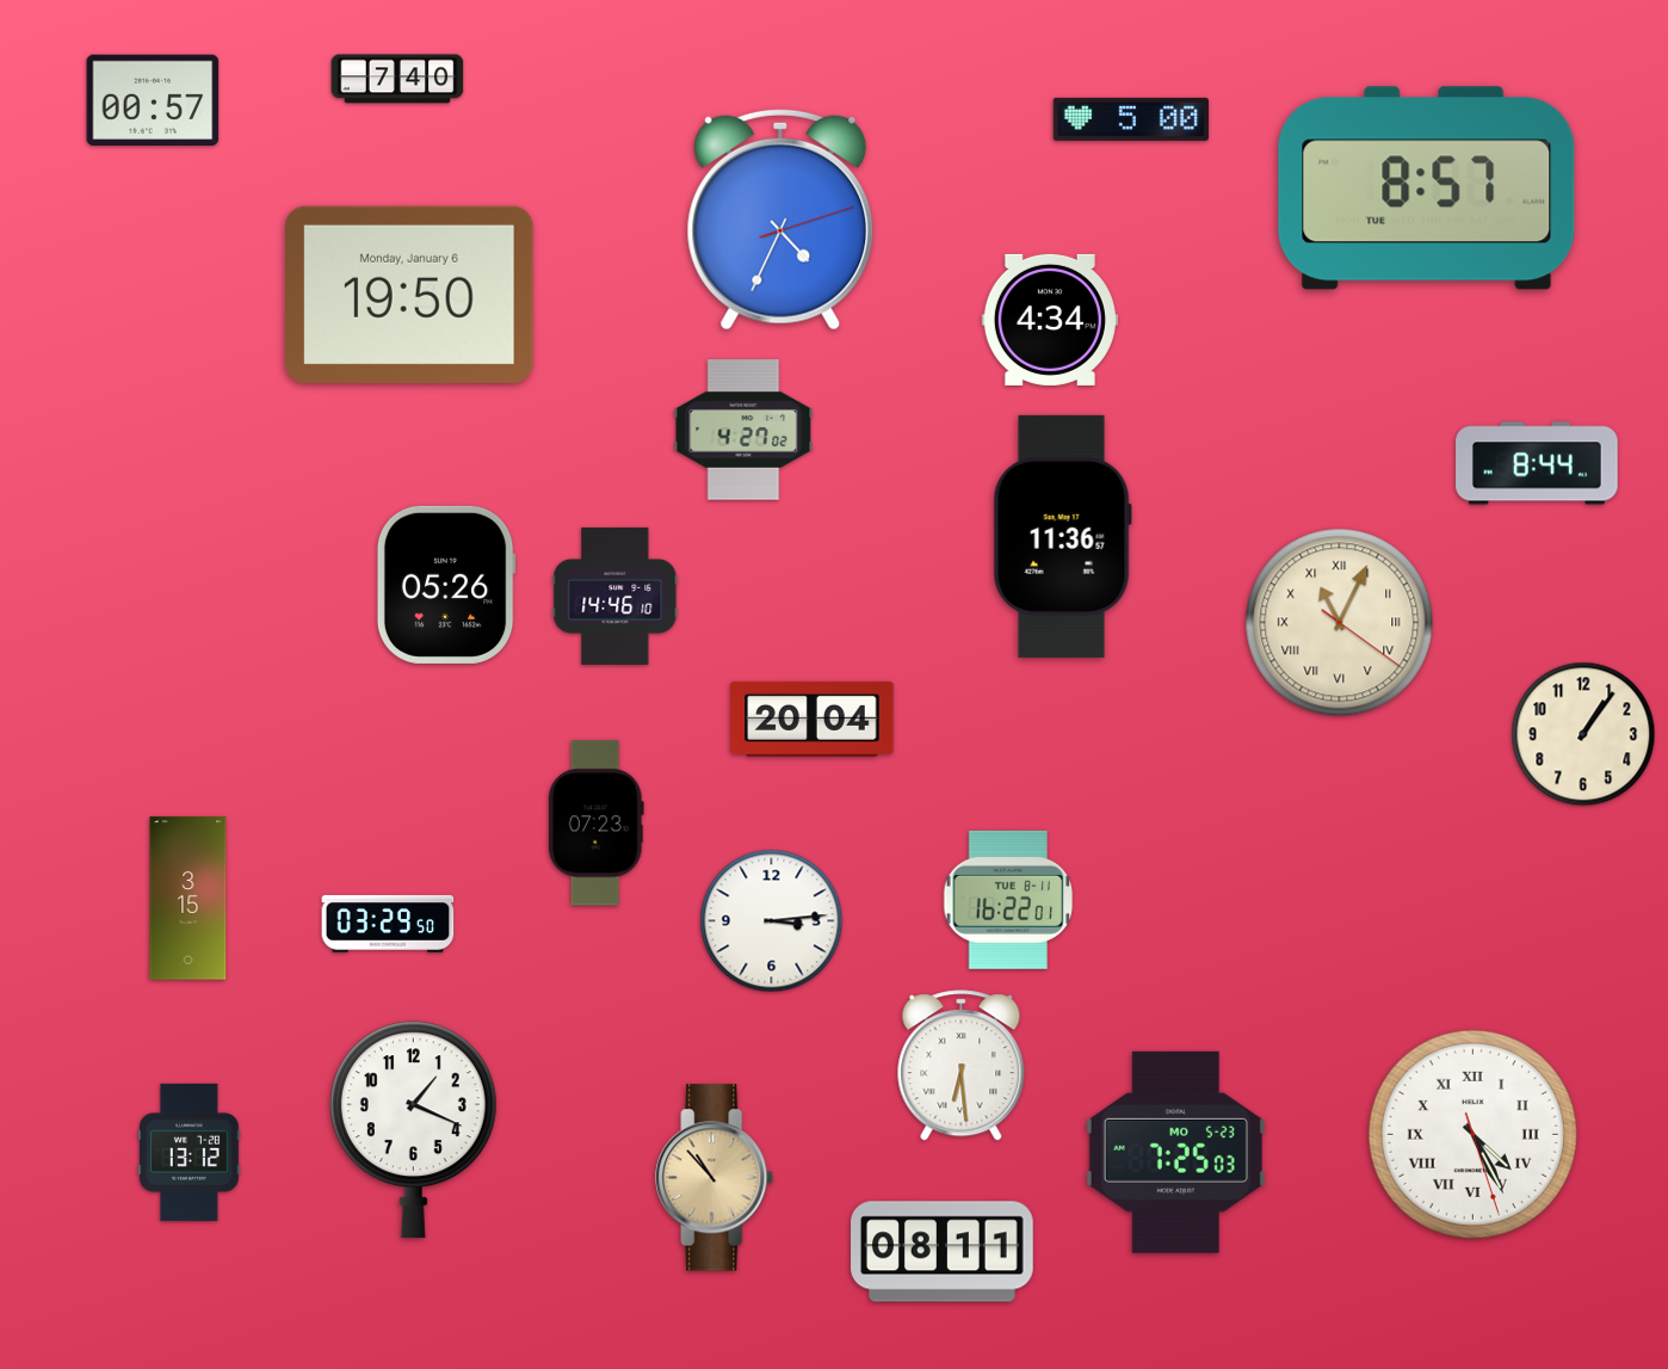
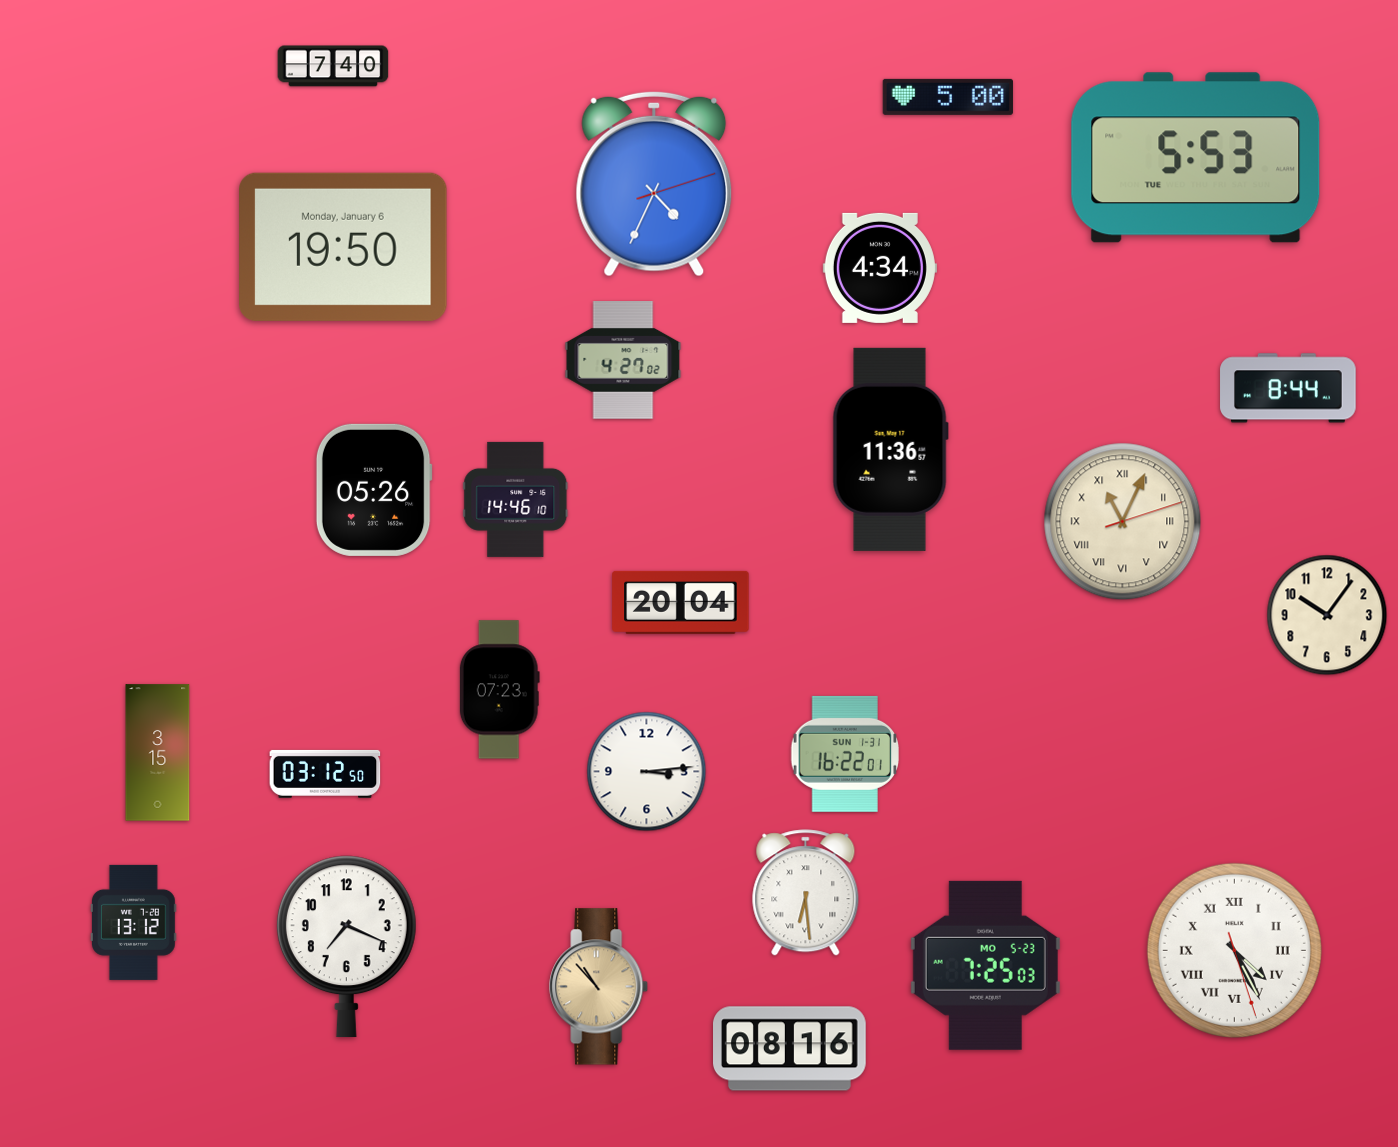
clock at (153, 99): 00:57 -> none
clock at (1131, 119) position: (1131, 119) -> (948, 97)
clock at (1427, 189): 8:57 -> 5:53
clock at (1340, 623): 11:04:21 -> 11:04:12
clock at (1583, 734): 1:06 -> 10:06
clock at (1008, 900) date: TUE 8-11 -> SUN 1-31
clock at (388, 924): 03:29 -> 03:12
clock at (413, 1130): 1:19 -> 7:19
clock at (190, 1152) position: (190, 1152) -> (134, 922)
clock at (943, 1252): 08:11 -> 08:16
